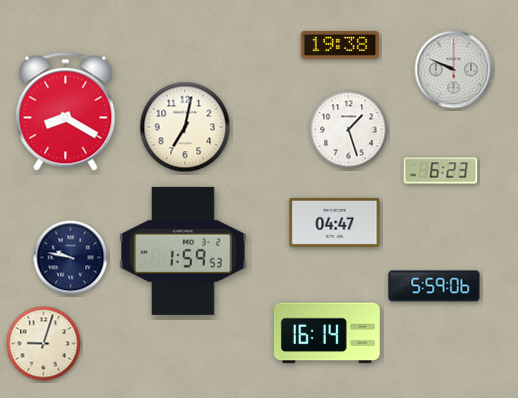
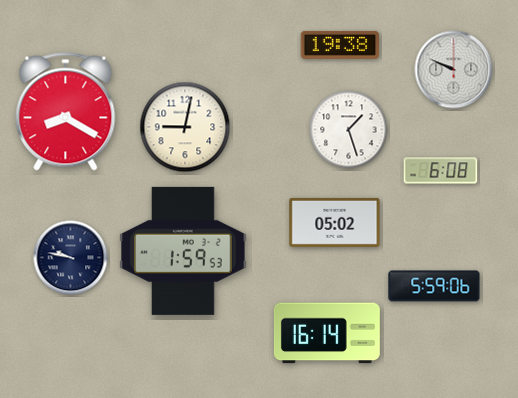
clock at (185, 127): 7:02 -> 9:02
clock at (441, 171): 6:23 -> 6:08
clock at (335, 222): 04:47 -> 05:02
clock at (44, 344): 9:03 -> none
